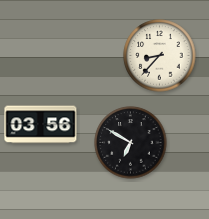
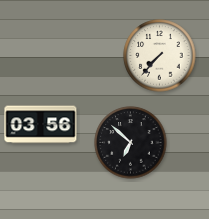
clock at (160, 56): 8:37 -> 7:37
clock at (131, 143): 6:50 -> 6:52
